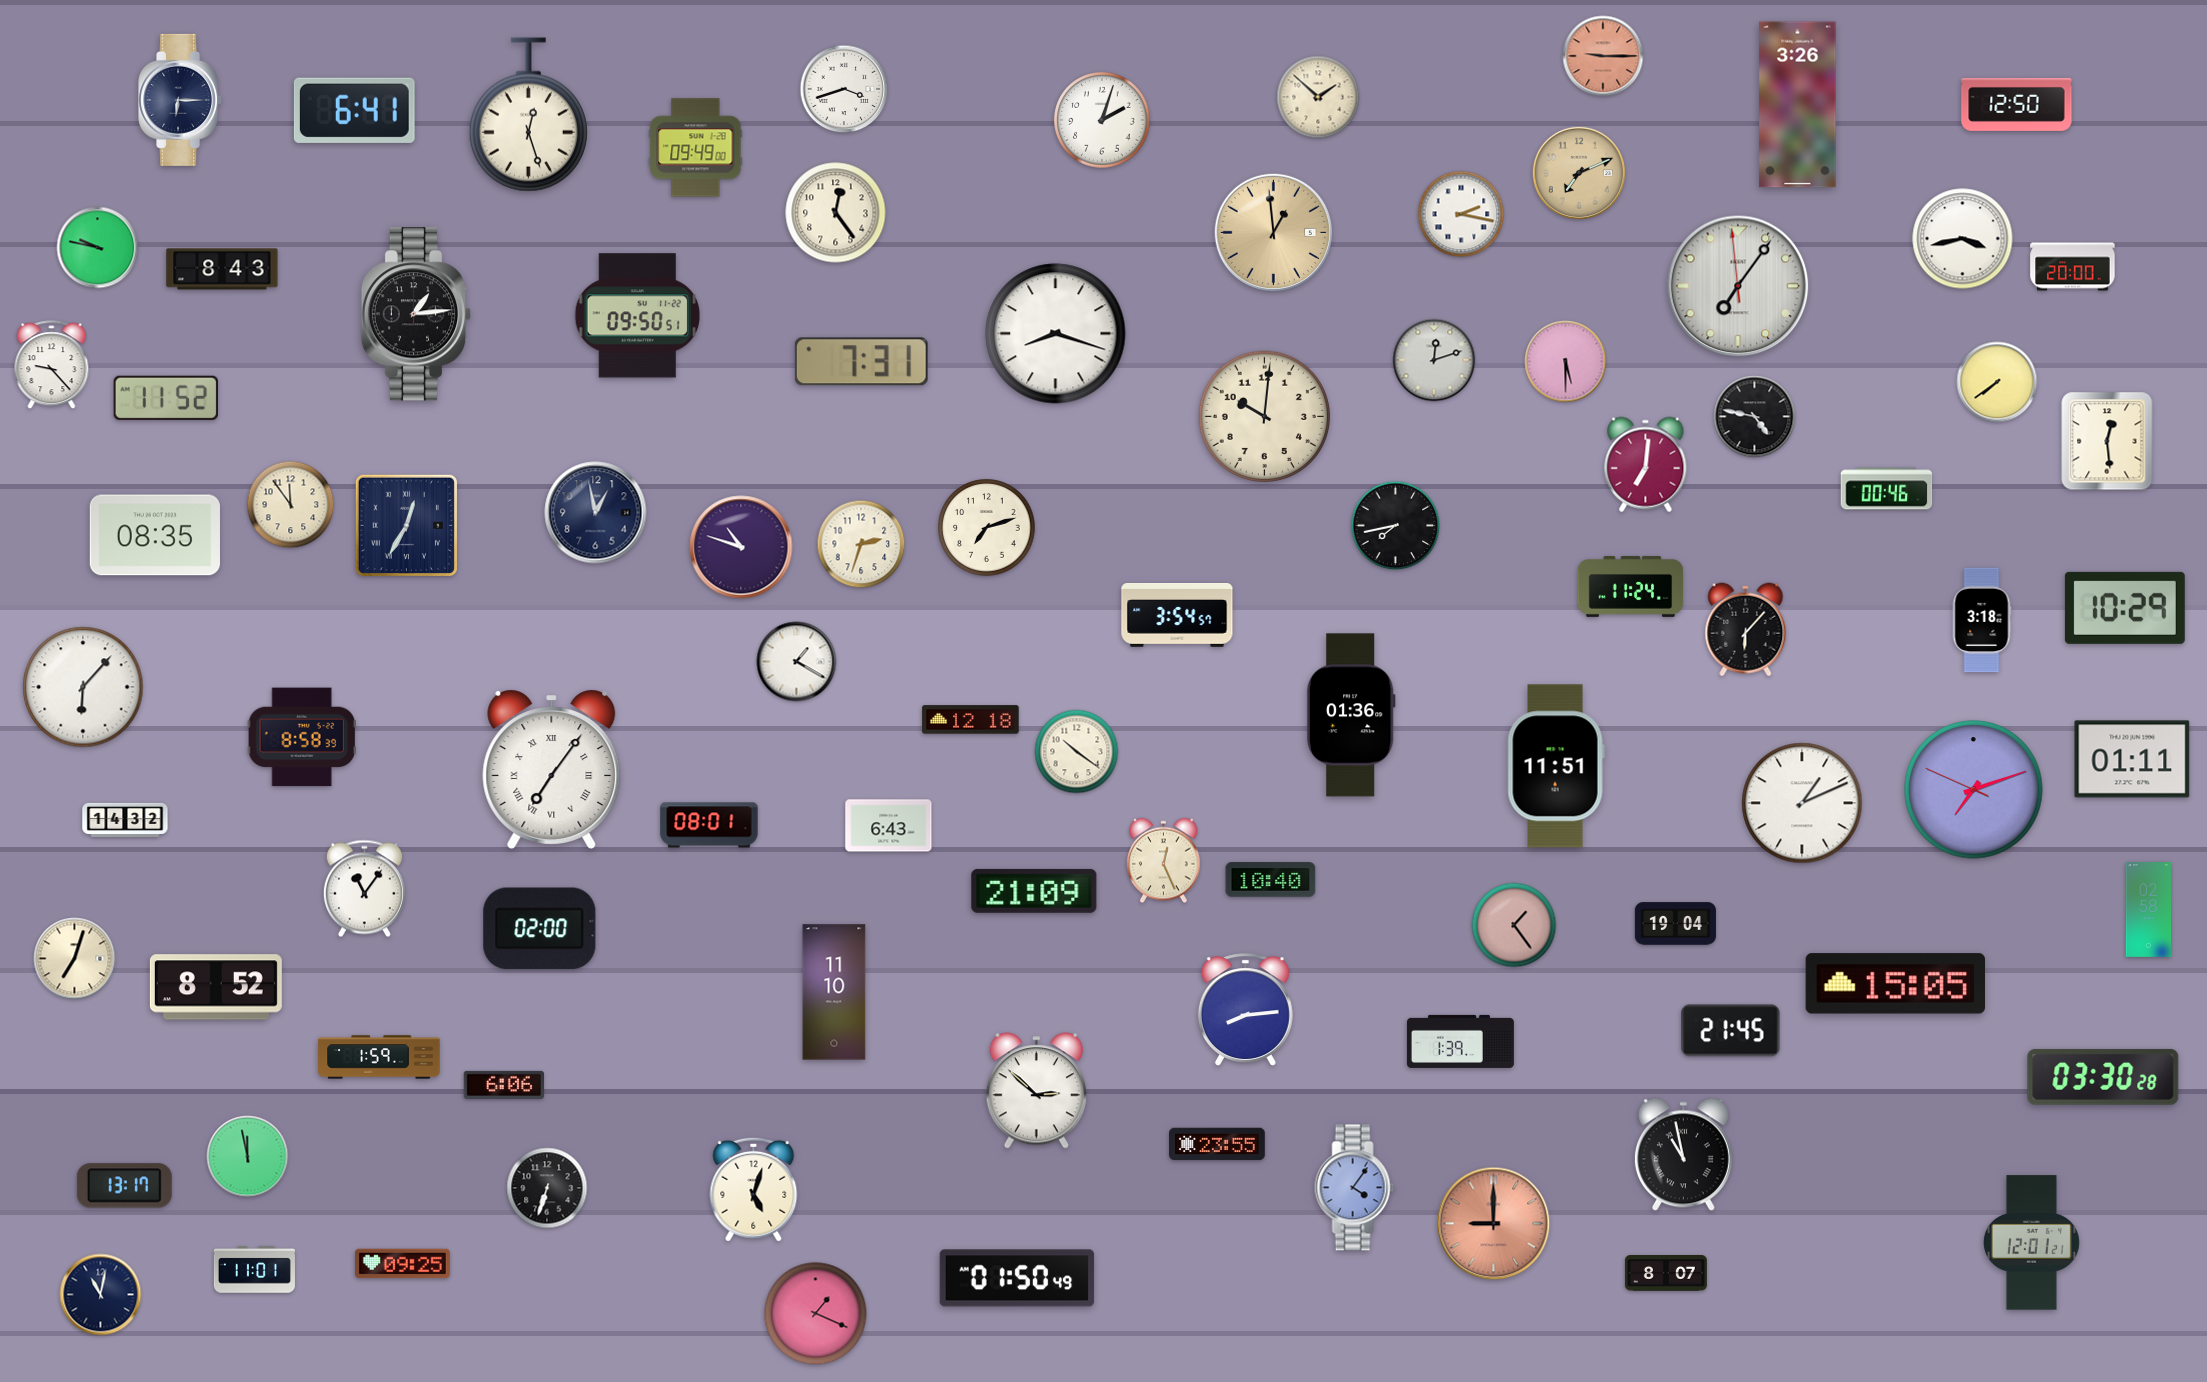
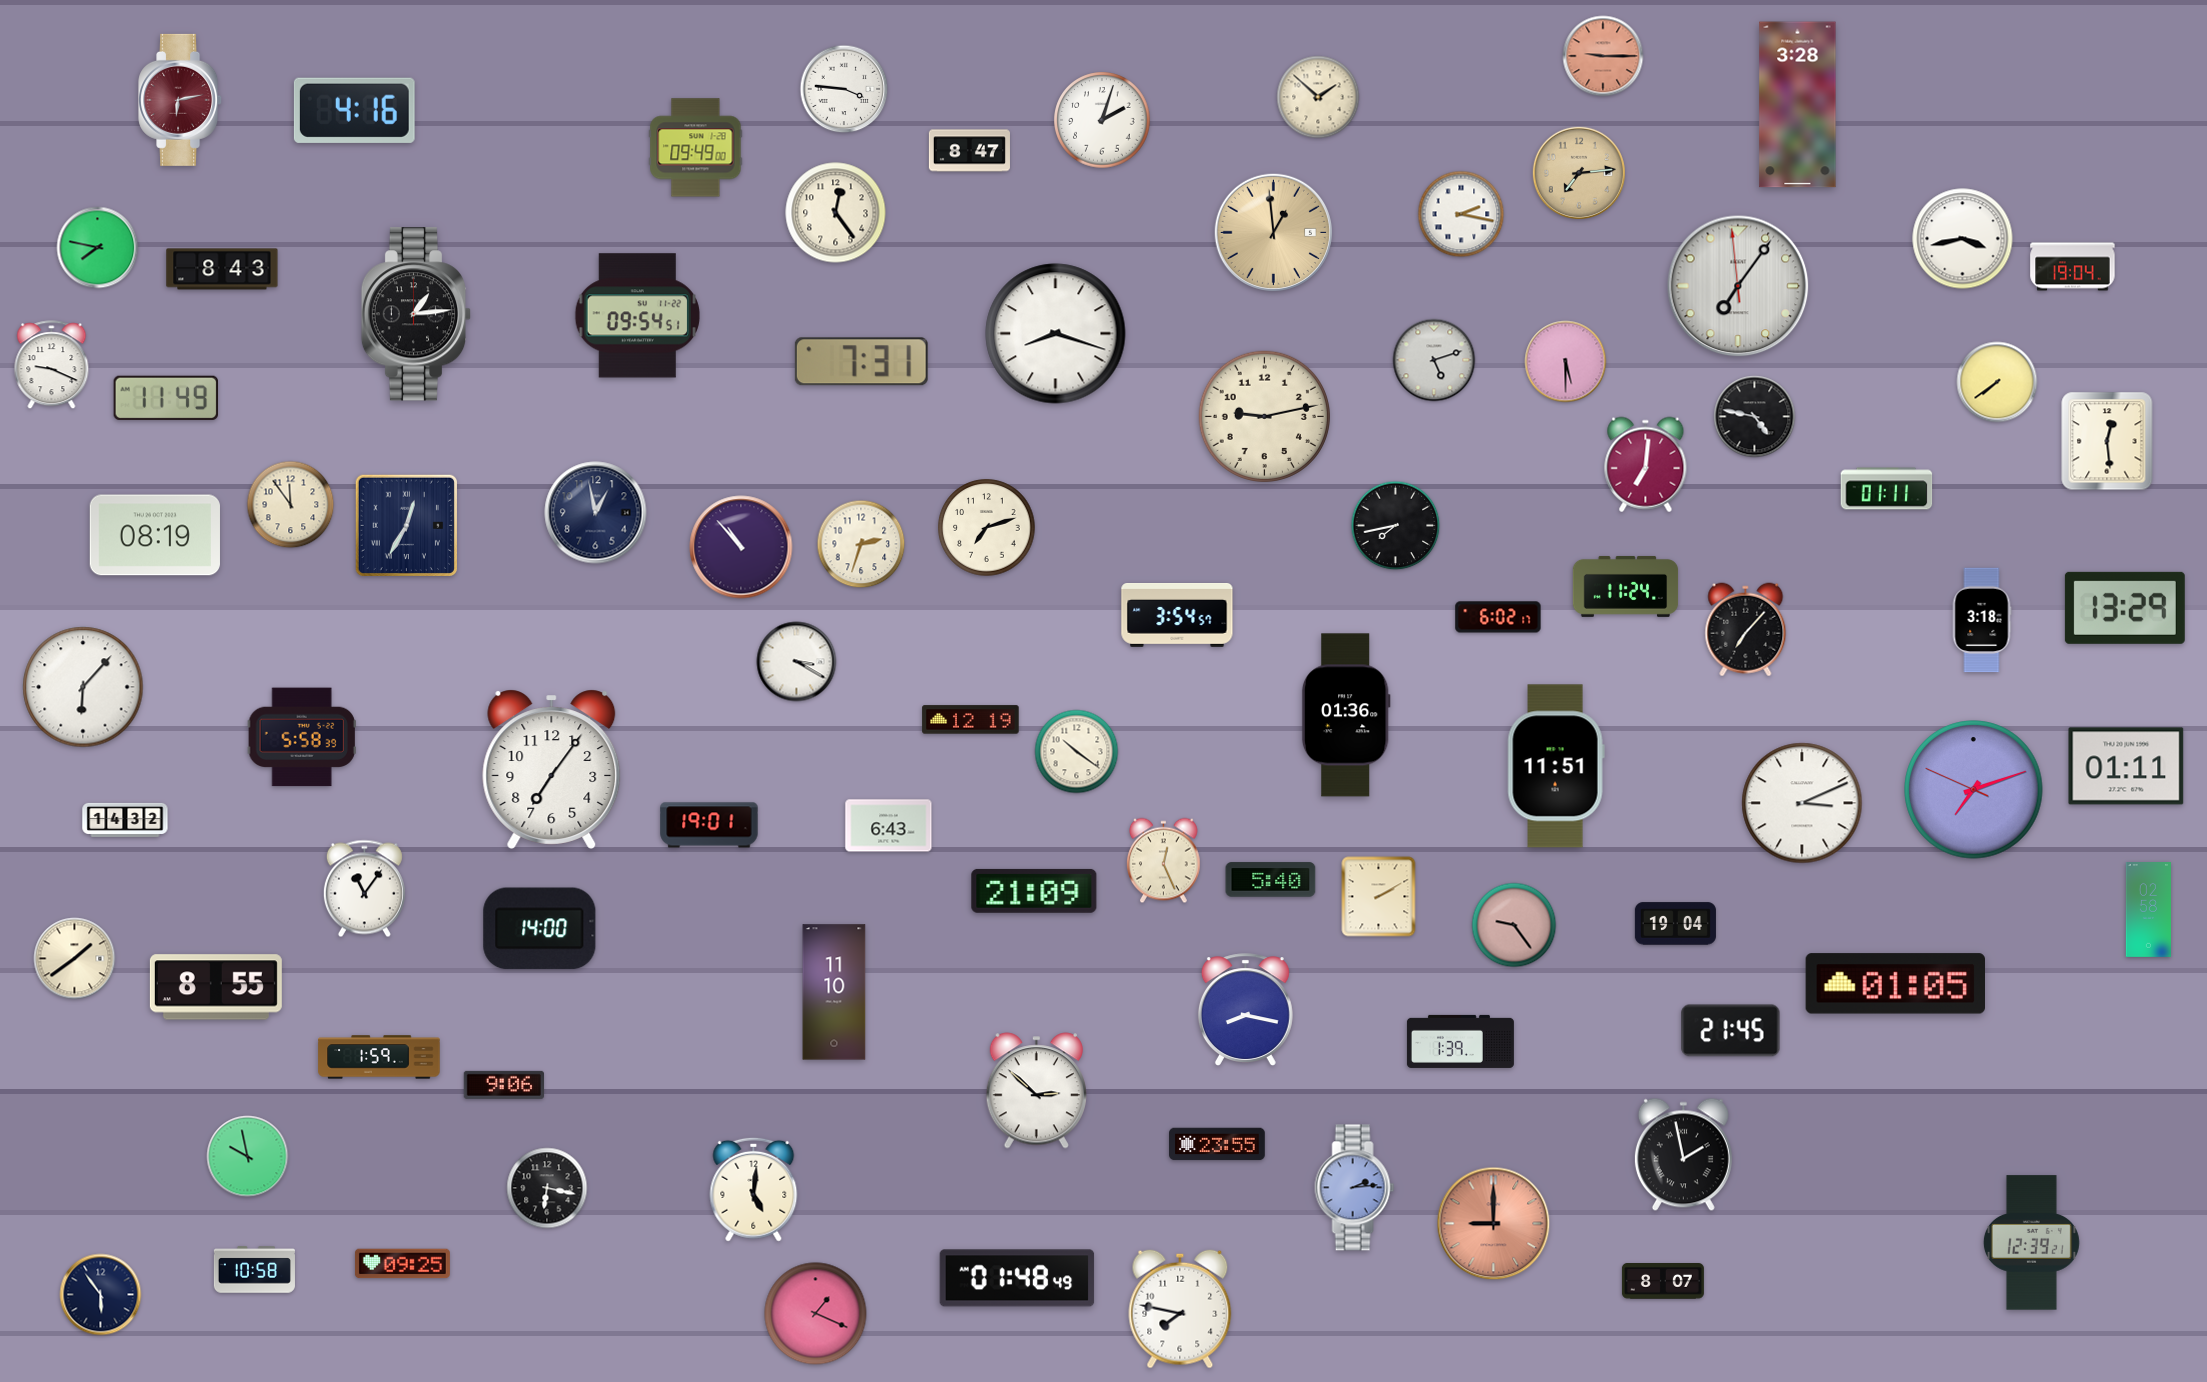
clock at (844, 89): 3:42 -> 3:46
clock at (181, 100): 6:15 -> 6:13
clock at (181, 100) dial: navy -> burgundy
clock at (2017, 104): 12:50 -> none
clock at (1798, 105): 3:26 -> 3:28
clock at (354, 110): 6:41 -> 4:16
clock at (528, 115): 12:27 -> none
clock at (969, 151): none -> 8:47
clock at (1579, 173): 7:11 -> 7:14
clock at (98, 248): 9:47 -> 7:47
clock at (2073, 267): 20:00 -> 19:04
clock at (637, 316): 09:50 -> 09:54
clock at (1434, 360): 12:12 -> 5:12
clock at (52, 365): 9:23 -> 9:19
clock at (165, 398): 11:52 -> 11:49
clock at (1264, 416): 10:01 -> 9:13
clock at (1887, 489): 00:46 -> 01:11
clock at (155, 535): 08:35 -> 08:19
clock at (741, 547): 10:48 -> 10:53
clock at (1631, 586) position: (1631, 586) -> (1626, 586)
clock at (2125, 608): 10:29 -> 13:29
clock at (1498, 617): none -> 6:02
clock at (1746, 630): 6:07 -> 7:07
clock at (797, 662): 1:20 -> 3:20
clock at (1351, 715) position: (1351, 715) -> (1346, 715)
clock at (971, 720): 12:18 -> 12:19
clock at (302, 737): 8:58 -> 5:58
clock at (2132, 759) position: (2132, 759) -> (2126, 766)
clock at (552, 769) numerals: Roman -> Arabic
clock at (1802, 803): 1:11 -> 3:11
clock at (709, 825): 08:01 -> 19:01
clock at (1271, 880): 10:40 -> 5:40
clock at (1379, 897): none -> 2:10
clock at (1514, 925): 1:24 -> 9:24
clock at (540, 929): 02:00 -> 14:00
clock at (75, 959): 7:03 -> 1:39
clock at (1895, 984): 15:05 -> 01:05
clock at (216, 987): 8:52 -> 8:55
clock at (1245, 1009): 8:14 -> 8:17
clock at (2103, 1077): 03:30 -> none
clock at (503, 1085): 6:06 -> 9:06
clock at (1683, 1155): 10:58 -> 1:58
clock at (248, 1157): 11:58 -> 9:58
clock at (124, 1186): 13:17 -> none
clock at (547, 1188): 6:33 -> 6:17
clock at (1355, 1188): 4:06 -> 2:14
clock at (754, 1189): 5:03 -> 5:01
clock at (2031, 1243): 12:01 -> 12:39
clock at (254, 1270): 11:01 -> 10:58
clock at (1666, 1274) position: (1666, 1274) -> (1663, 1282)
clock at (1017, 1278): 01:50 -> 01:48
clock at (101, 1295): 11:02 -> 5:54
clock at (1180, 1309): none -> 7:47
